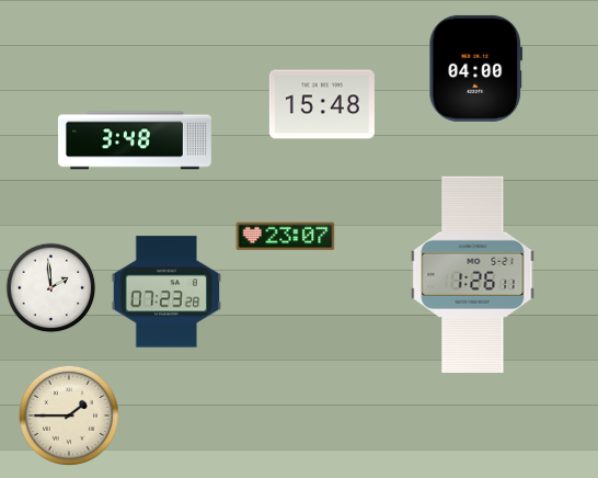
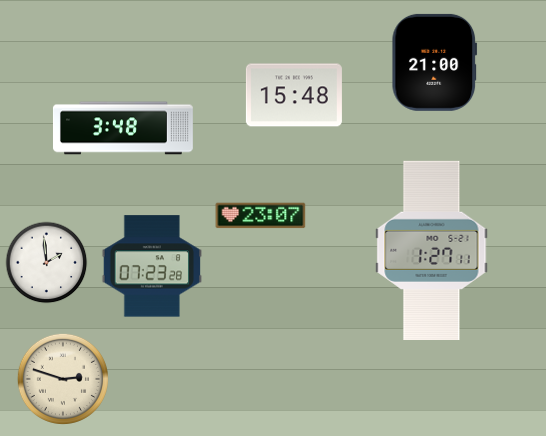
clock at (476, 68): 04:00 -> 21:00
clock at (473, 274): 1:26 -> 1:27
clock at (69, 416): 1:45 -> 2:48
